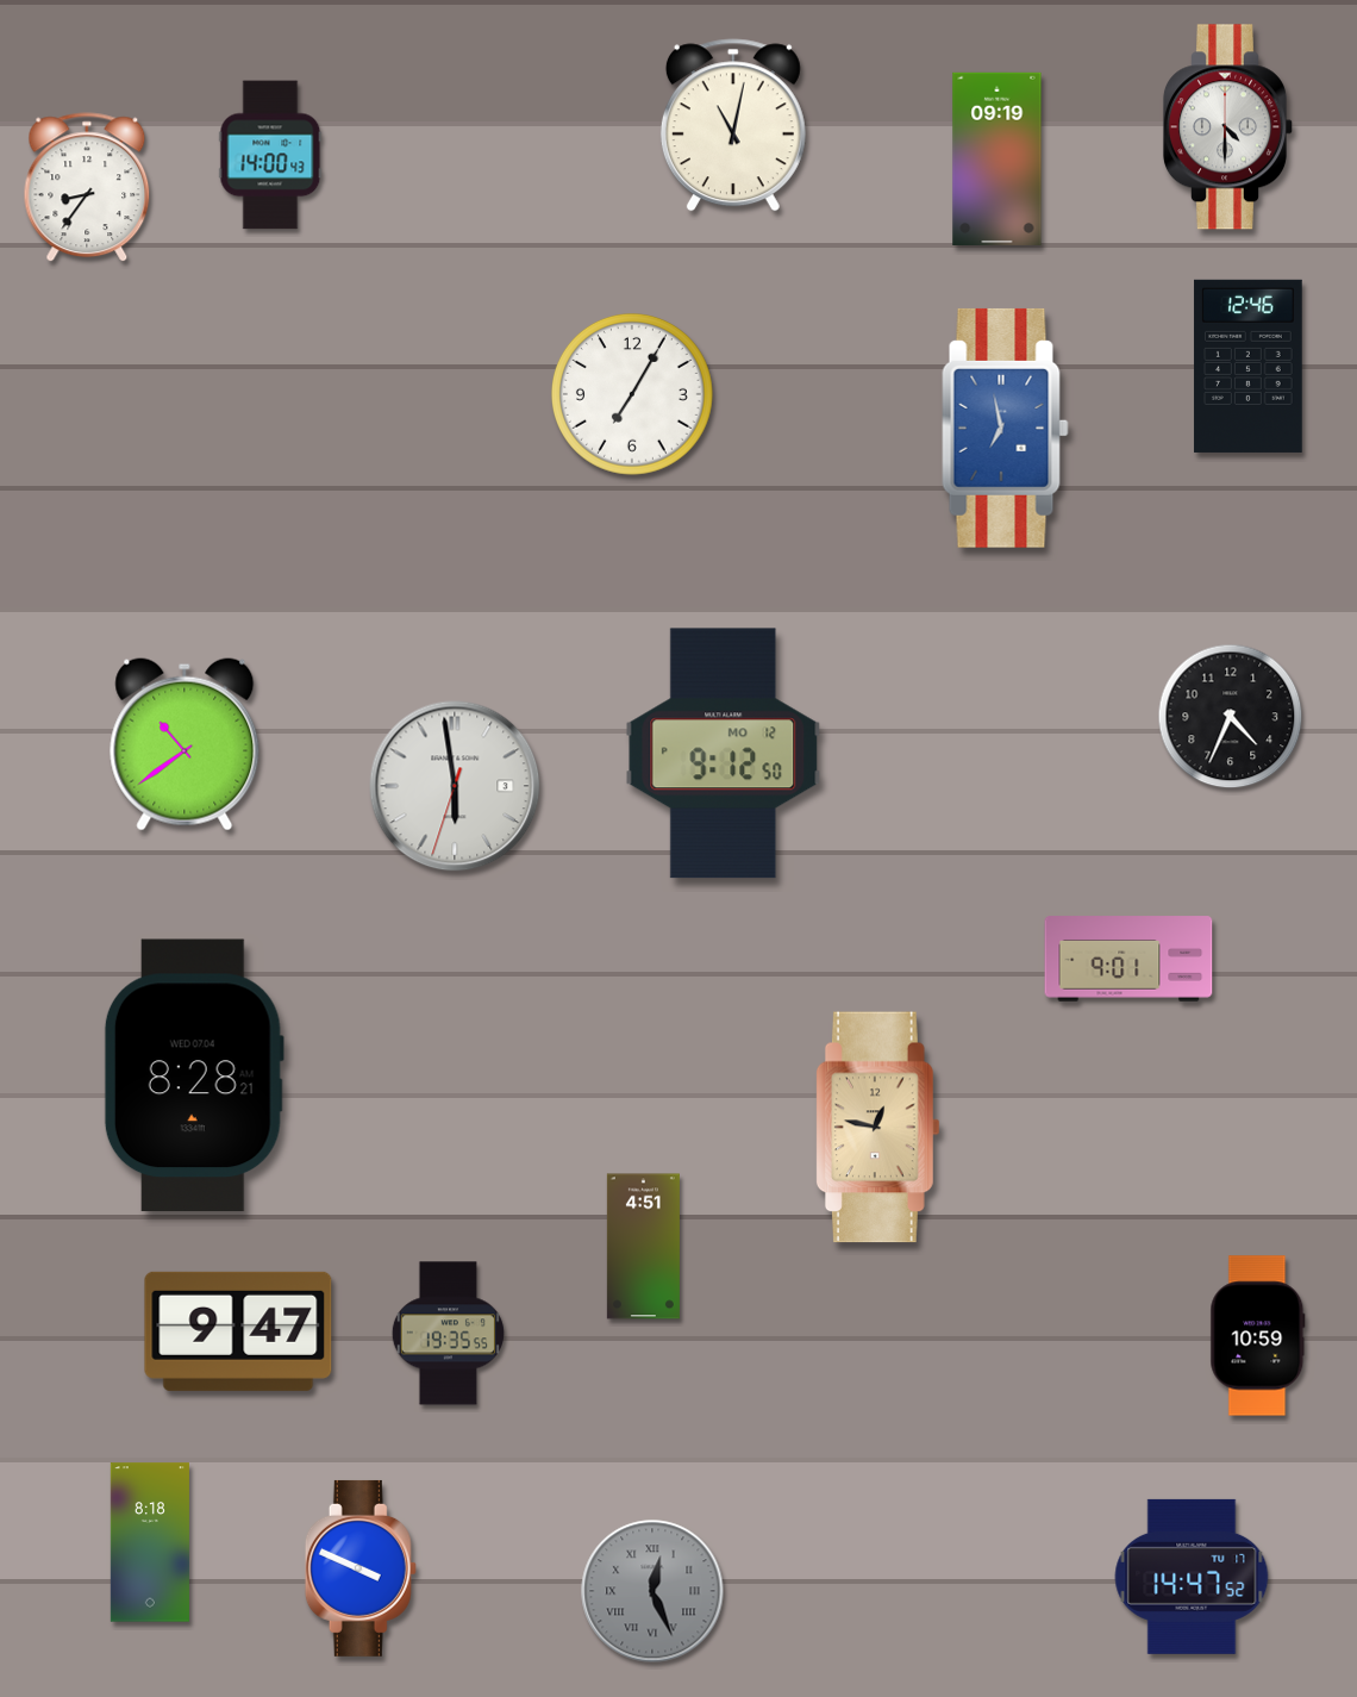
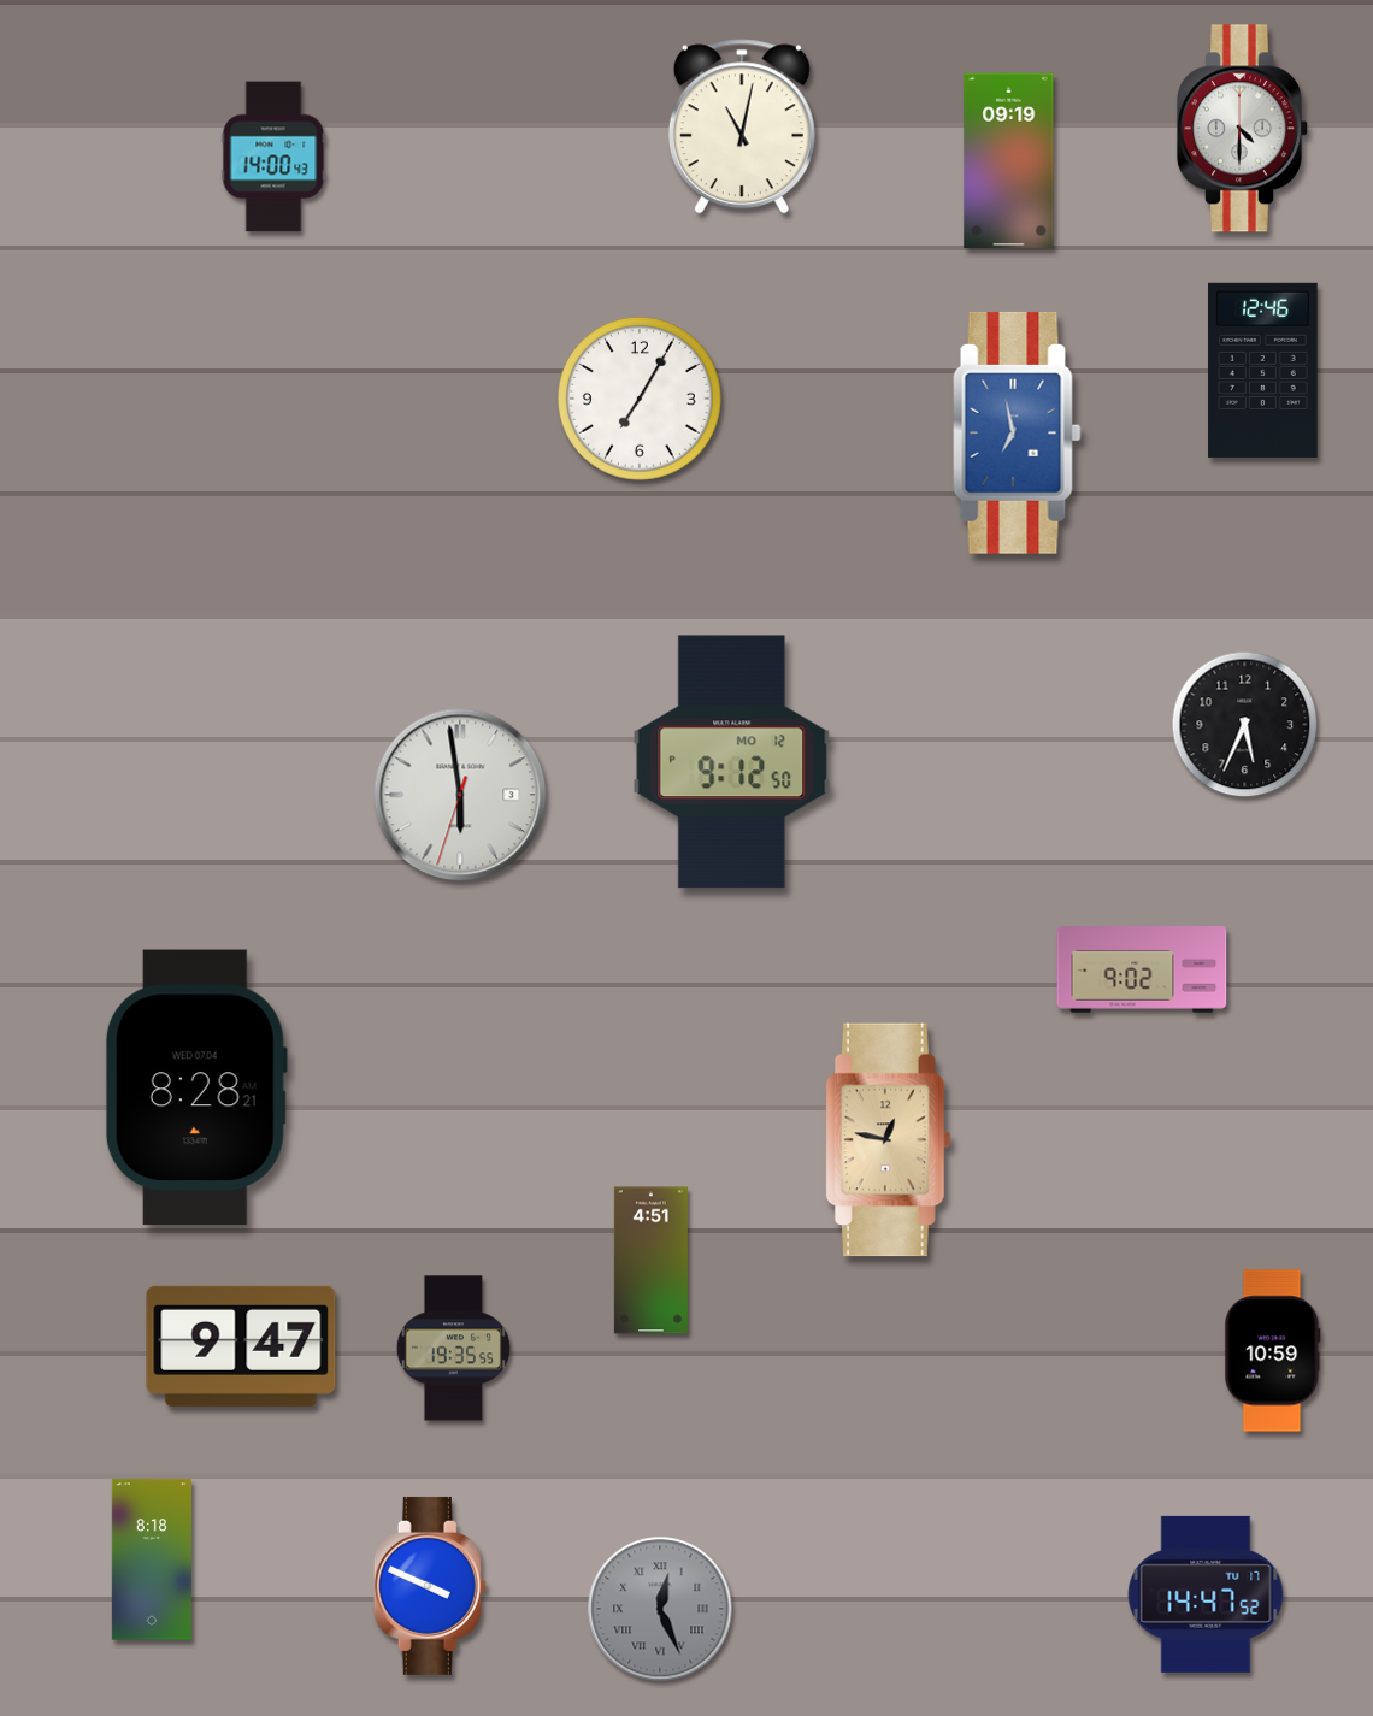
clock at (87, 188): 8:36 -> none
clock at (1231, 717): 4:34 -> 5:34
clock at (185, 744): 10:39 -> none
clock at (1128, 959): 9:01 -> 9:02
clock at (361, 1568) position: (361, 1568) -> (430, 1586)
